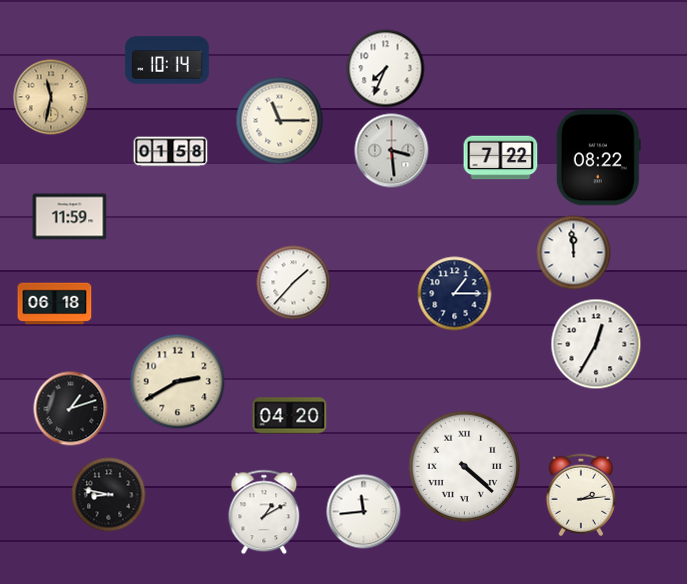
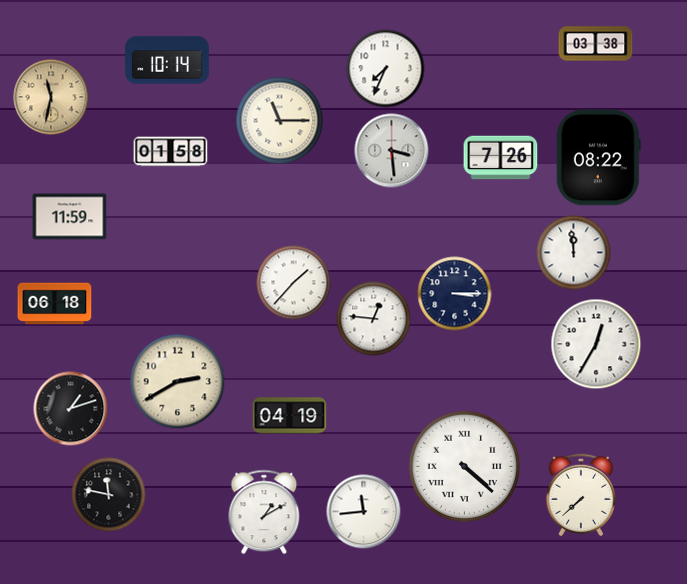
clock at (596, 44): none -> 03:38
clock at (501, 158): 7:22 -> 7:26
clock at (455, 294): 1:15 -> 3:15
clock at (374, 319): none -> 12:46
clock at (290, 416): 04:20 -> 04:19
clock at (580, 494): 2:14 -> 7:38
clock at (109, 495): 8:47 -> 11:47
